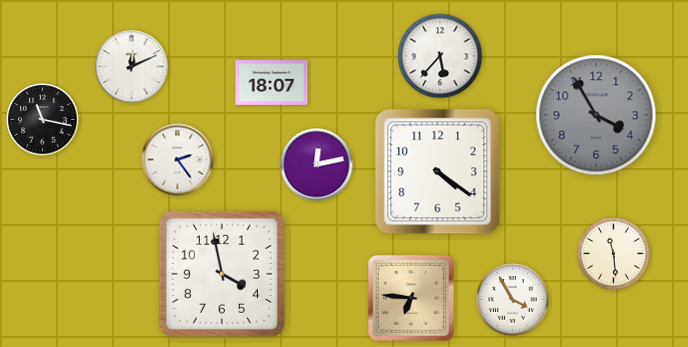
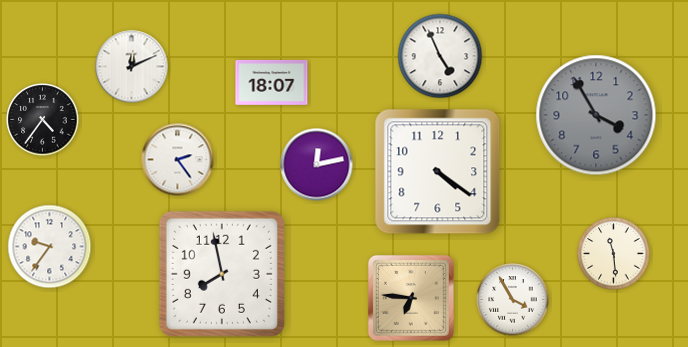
clock at (440, 56): 5:37 -> 4:56
clock at (43, 120): 11:17 -> 4:36
clock at (50, 247): none -> 9:36
clock at (222, 274): 3:58 -> 7:58
